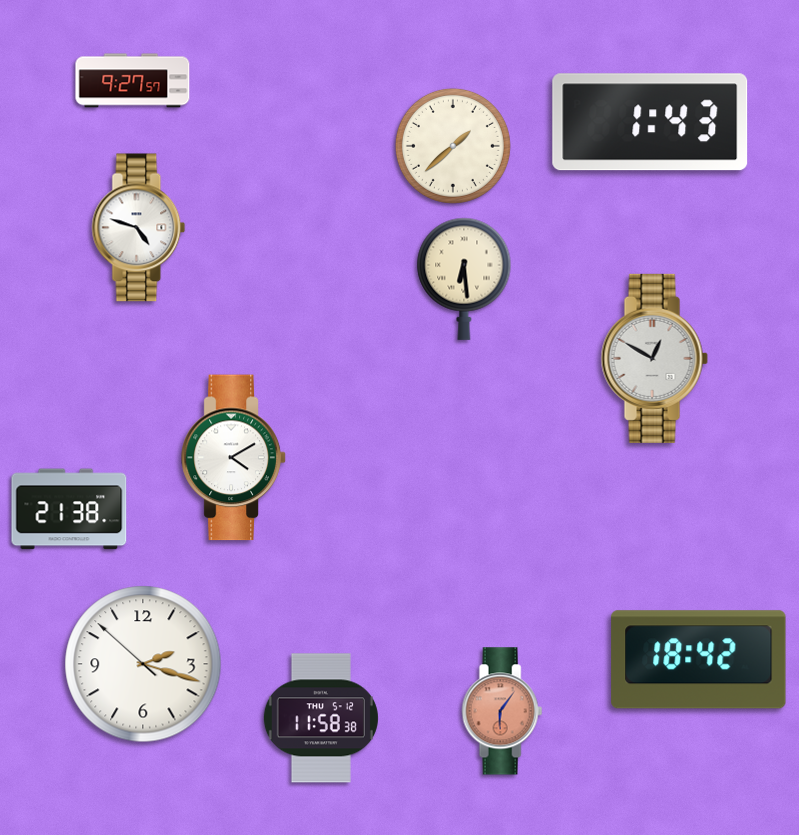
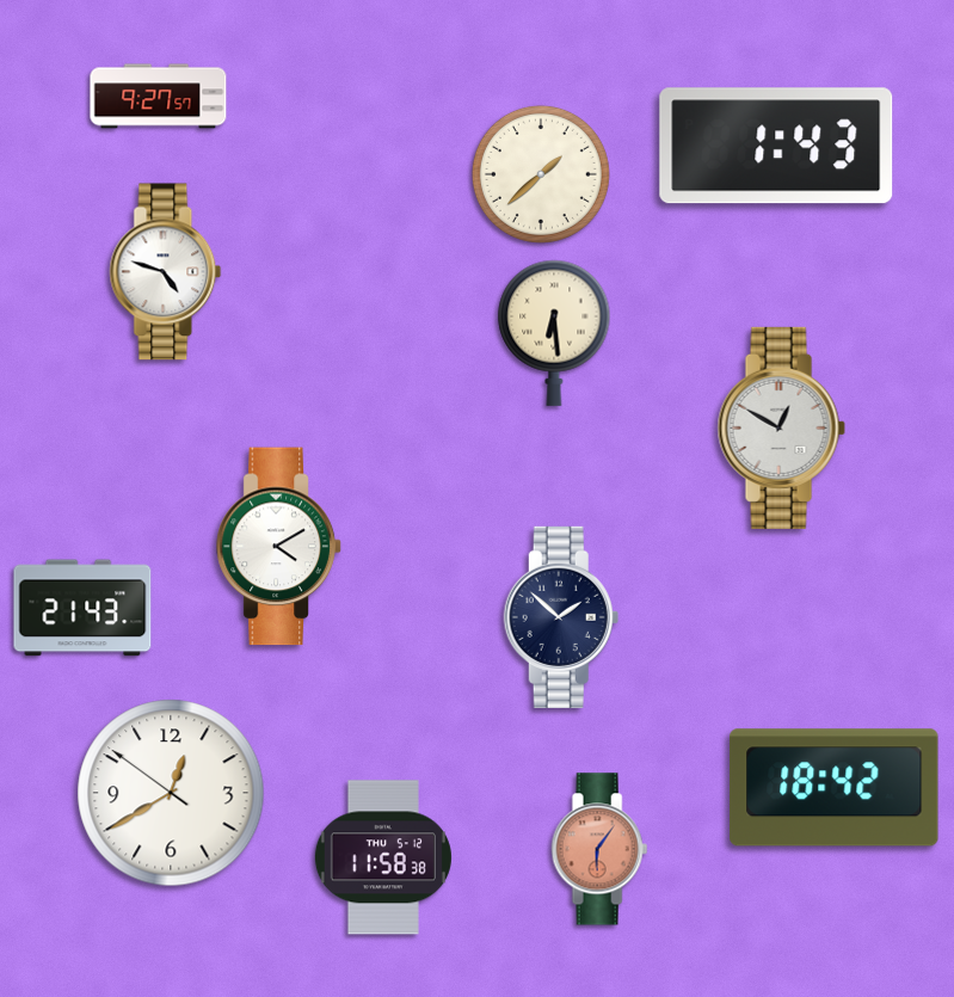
clock at (69, 509): 21:38 -> 21:43
clock at (561, 617): none -> 1:52
clock at (143, 664): 2:17 -> 12:39
